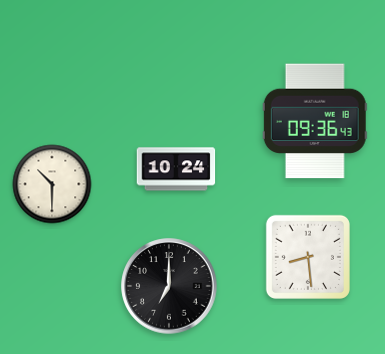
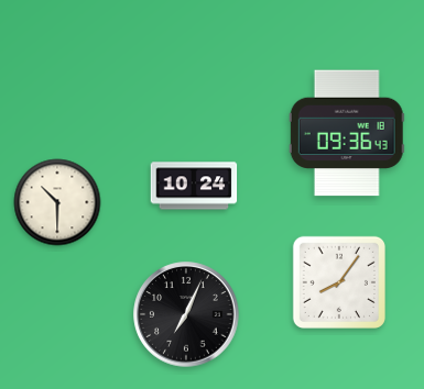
clock at (308, 257): 8:29 -> 8:06
clock at (169, 286): 7:00 -> 7:04
